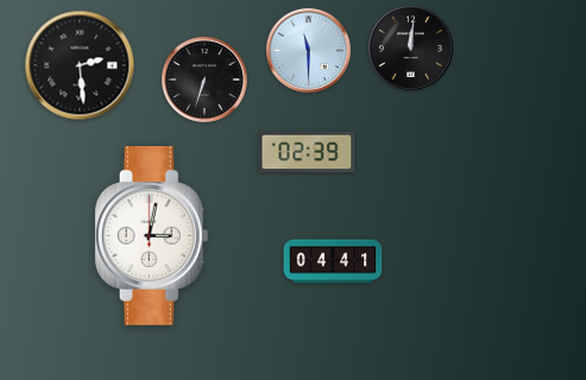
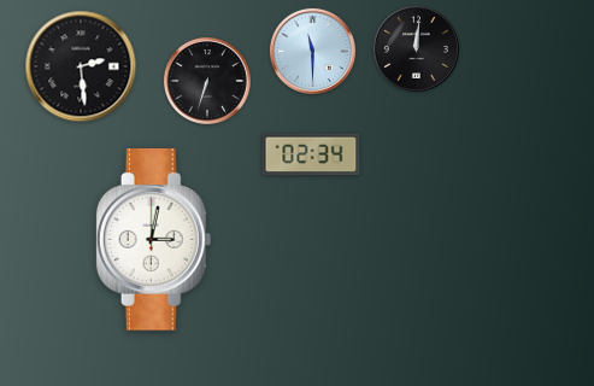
clock at (307, 152): 02:39 -> 02:34
clock at (333, 261): 04:41 -> none
